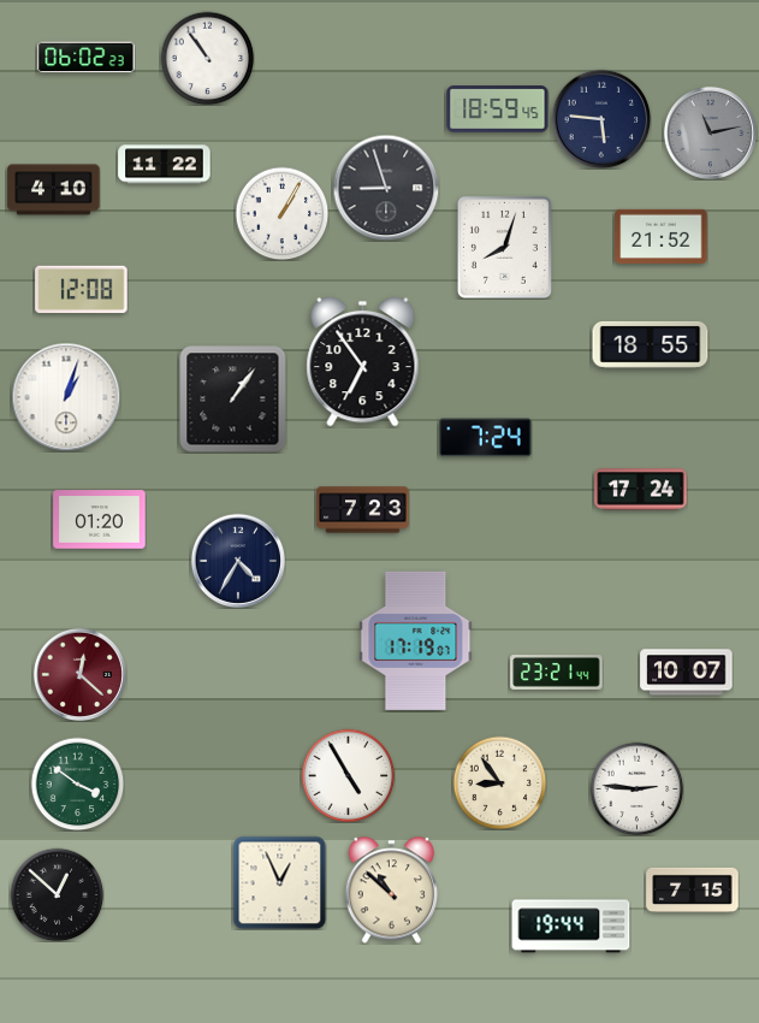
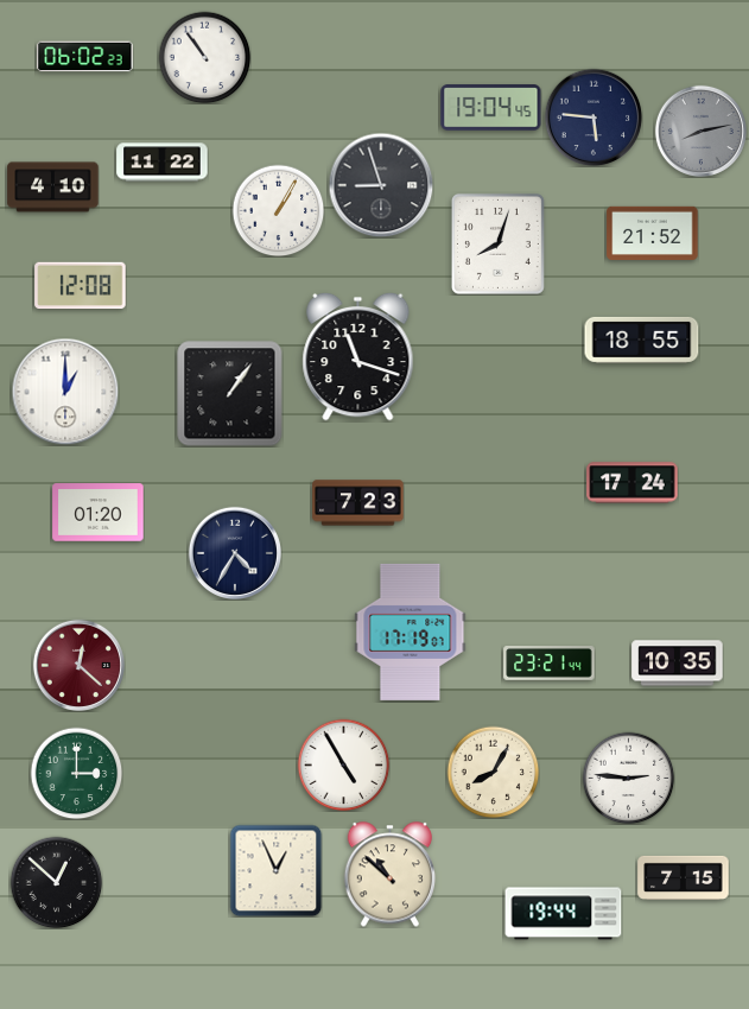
clock at (498, 110): 18:59 -> 19:04
clock at (710, 132): 11:13 -> 8:13
clock at (363, 361): 6:54 -> 11:18
clock at (66, 397): 1:03 -> 1:00
clock at (486, 438): 7:24 -> none
clock at (687, 673): 10:07 -> 10:35
clock at (499, 782): 8:54 -> 8:05
clock at (77, 783): 3:51 -> 3:00
clock at (392, 891) position: (392, 891) -> (391, 875)
